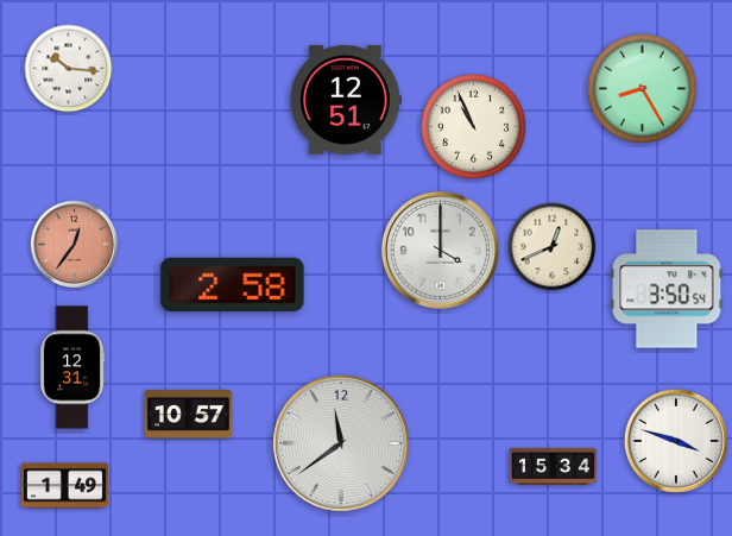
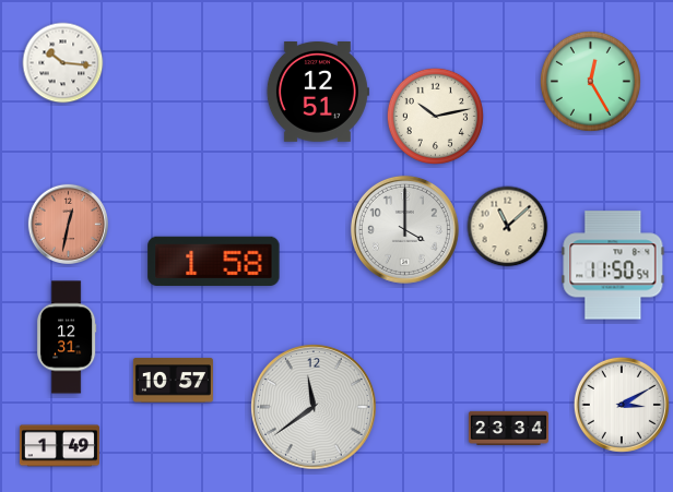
clock at (642, 88): 8:25 -> 12:25
clock at (473, 126): 10:56 -> 10:13
clock at (75, 244): 12:36 -> 12:32
clock at (553, 247): 12:41 -> 11:08
clock at (233, 284): 2:58 -> 1:58
clock at (667, 289): 3:50 -> 11:50
clock at (676, 441): 3:48 -> 3:10
clock at (553, 466): 15:34 -> 23:34
